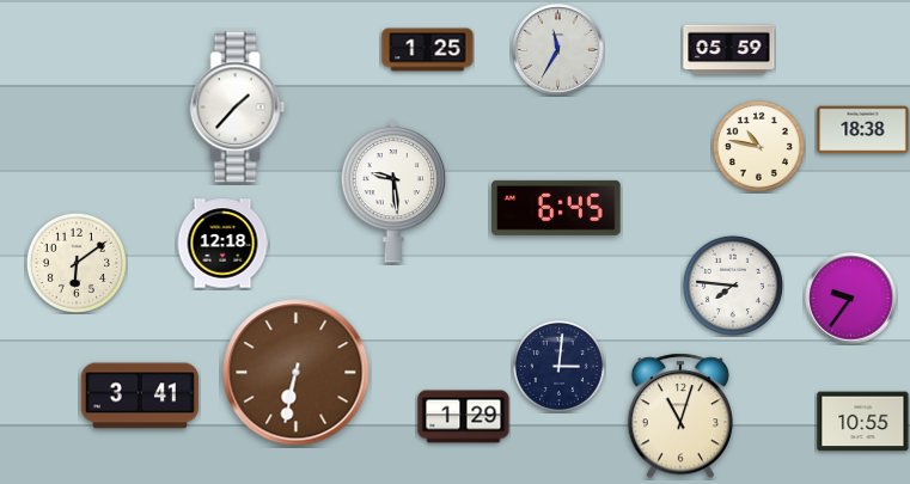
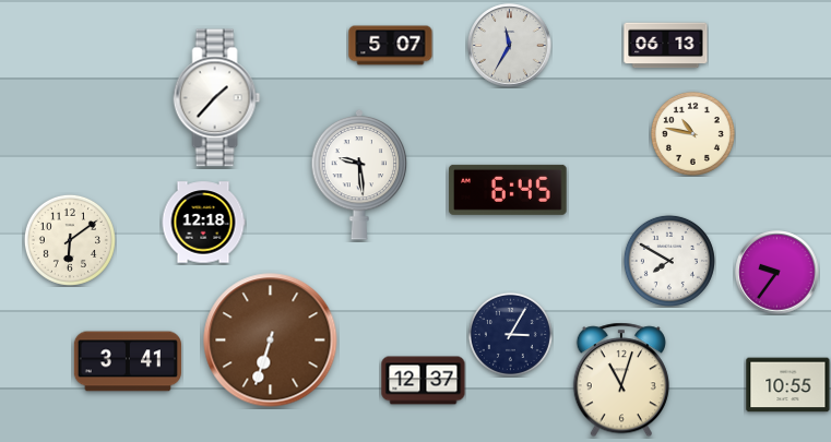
clock at (428, 50): 1:25 -> 5:07
clock at (729, 50): 05:59 -> 06:13
clock at (863, 130): 18:38 -> none
clock at (733, 286): 7:46 -> 7:50
clock at (558, 366): 3:01 -> 3:05
clock at (297, 373): 6:32 -> 6:33
clock at (464, 417): 1:29 -> 12:37
